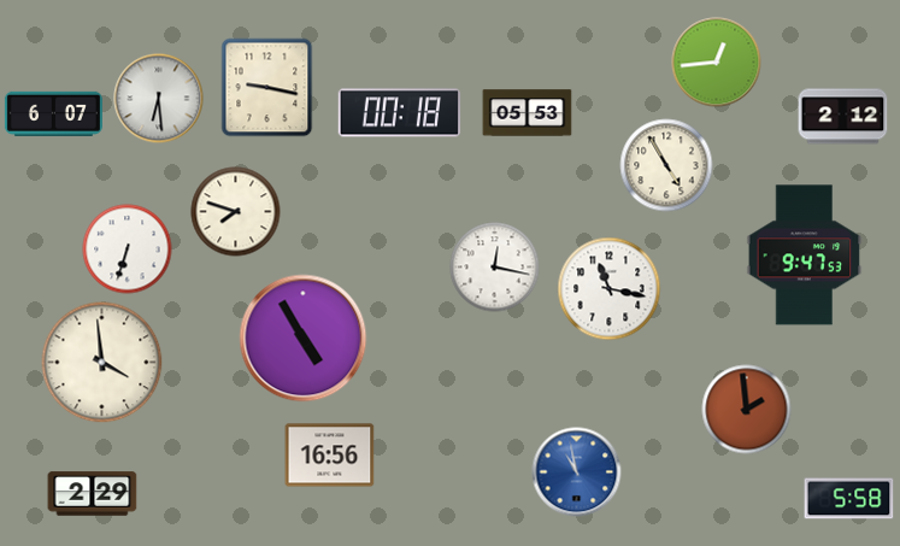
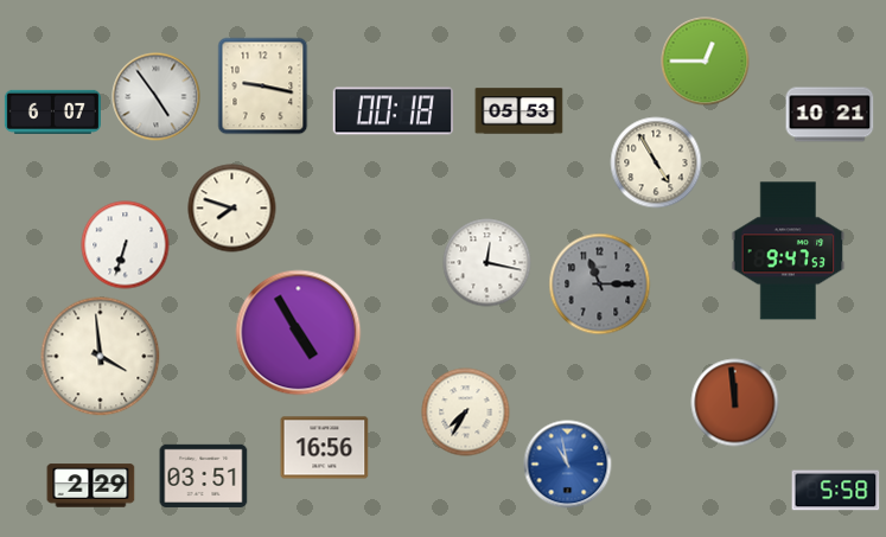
clock at (717, 63): 12:44 -> 12:45
clock at (159, 99): 6:29 -> 4:54
clock at (843, 117): 2:12 -> 10:21
clock at (805, 256) position: (805, 256) -> (789, 251)
clock at (610, 289): 11:17 -> 11:15
clock at (610, 289) dial: white -> grey
clock at (747, 410): 1:59 -> 11:59
clock at (466, 413): none -> 7:35
clock at (204, 475): none -> 03:51
